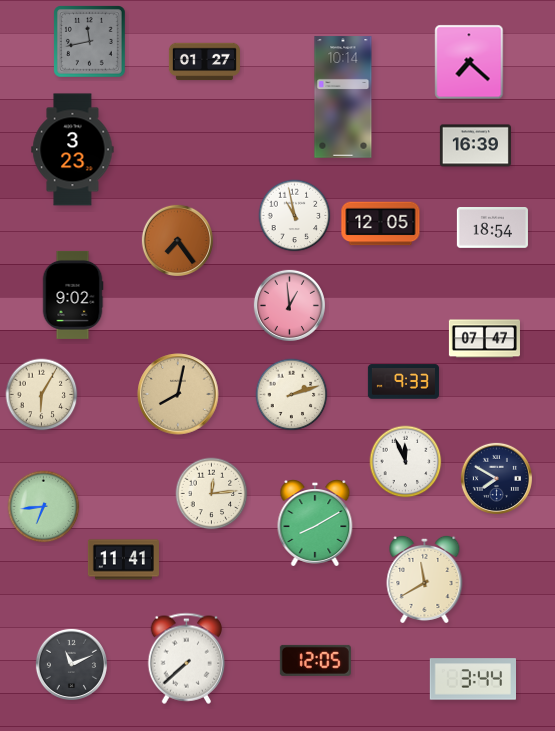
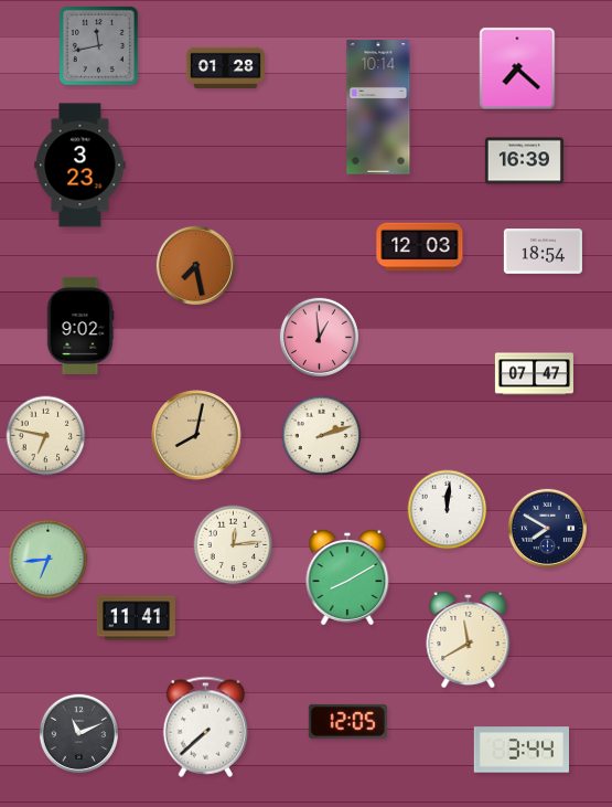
clock at (204, 62): 01:27 -> 01:28
clock at (295, 216): 10:58 -> none
clock at (381, 224): 12:05 -> 12:03
clock at (177, 240): 7:24 -> 7:28
clock at (403, 382): 9:33 -> none
clock at (42, 395): 6:05 -> 6:47
clock at (406, 462): 11:56 -> 12:01
clock at (315, 660) position: (315, 660) -> (347, 721)
